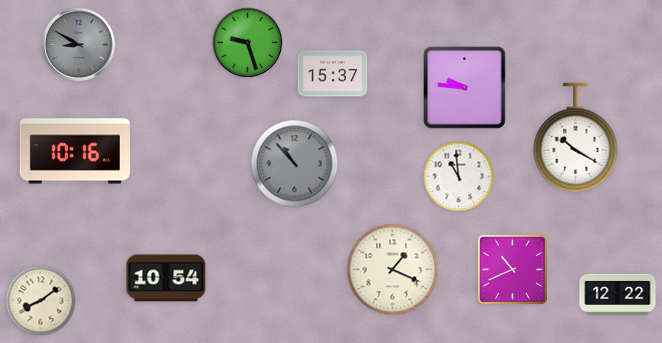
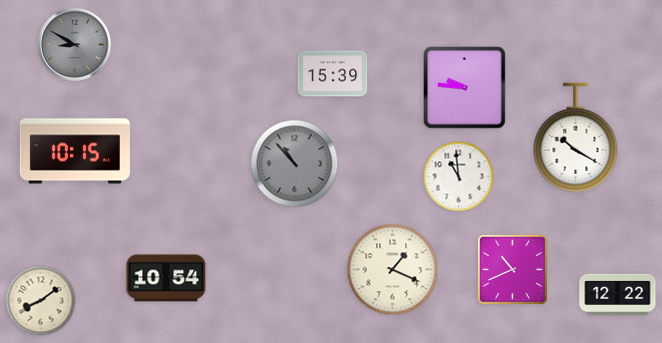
clock at (248, 43): 9:27 -> none
clock at (78, 44) position: (78, 44) -> (74, 44)
clock at (333, 74): 15:37 -> 15:39
clock at (75, 151): 10:16 -> 10:15
